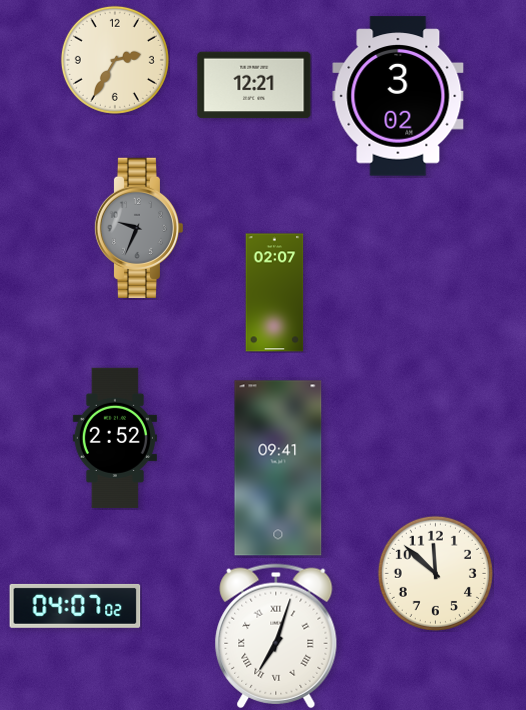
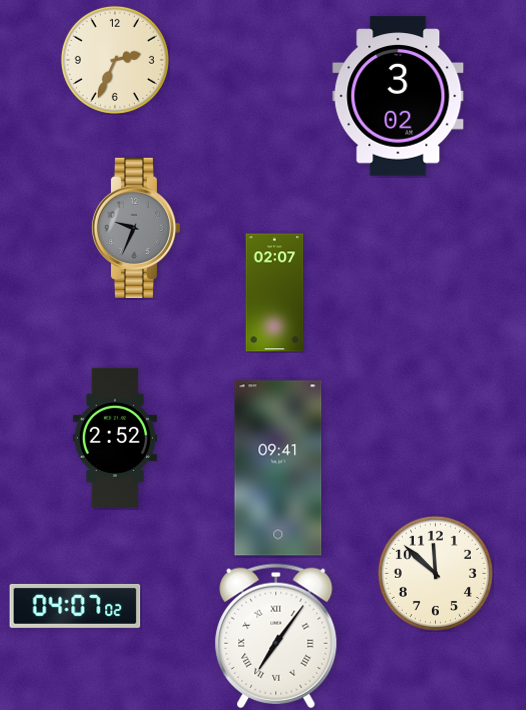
clock at (115, 60): 2:35 -> 2:34
clock at (254, 85): 12:21 -> none
clock at (138, 228) position: (138, 228) -> (135, 228)
clock at (276, 636): 7:03 -> 7:06
